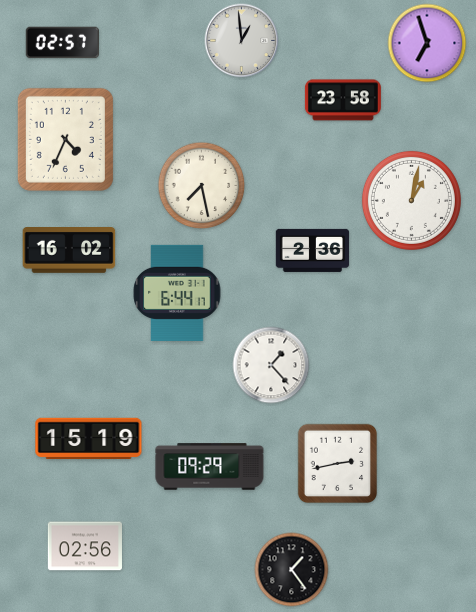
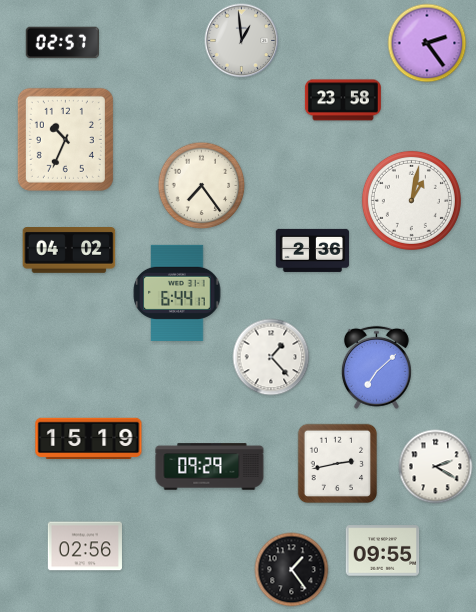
clock at (427, 43): 6:57 -> 2:24
clock at (65, 139): 4:34 -> 10:34
clock at (202, 186): 7:28 -> 7:24
clock at (69, 251): 16:02 -> 04:02
clock at (271, 365) position: (271, 365) -> (271, 357)
clock at (376, 367): none -> 7:08
clock at (436, 467): none -> 2:20
clock at (383, 551): none -> 09:55
